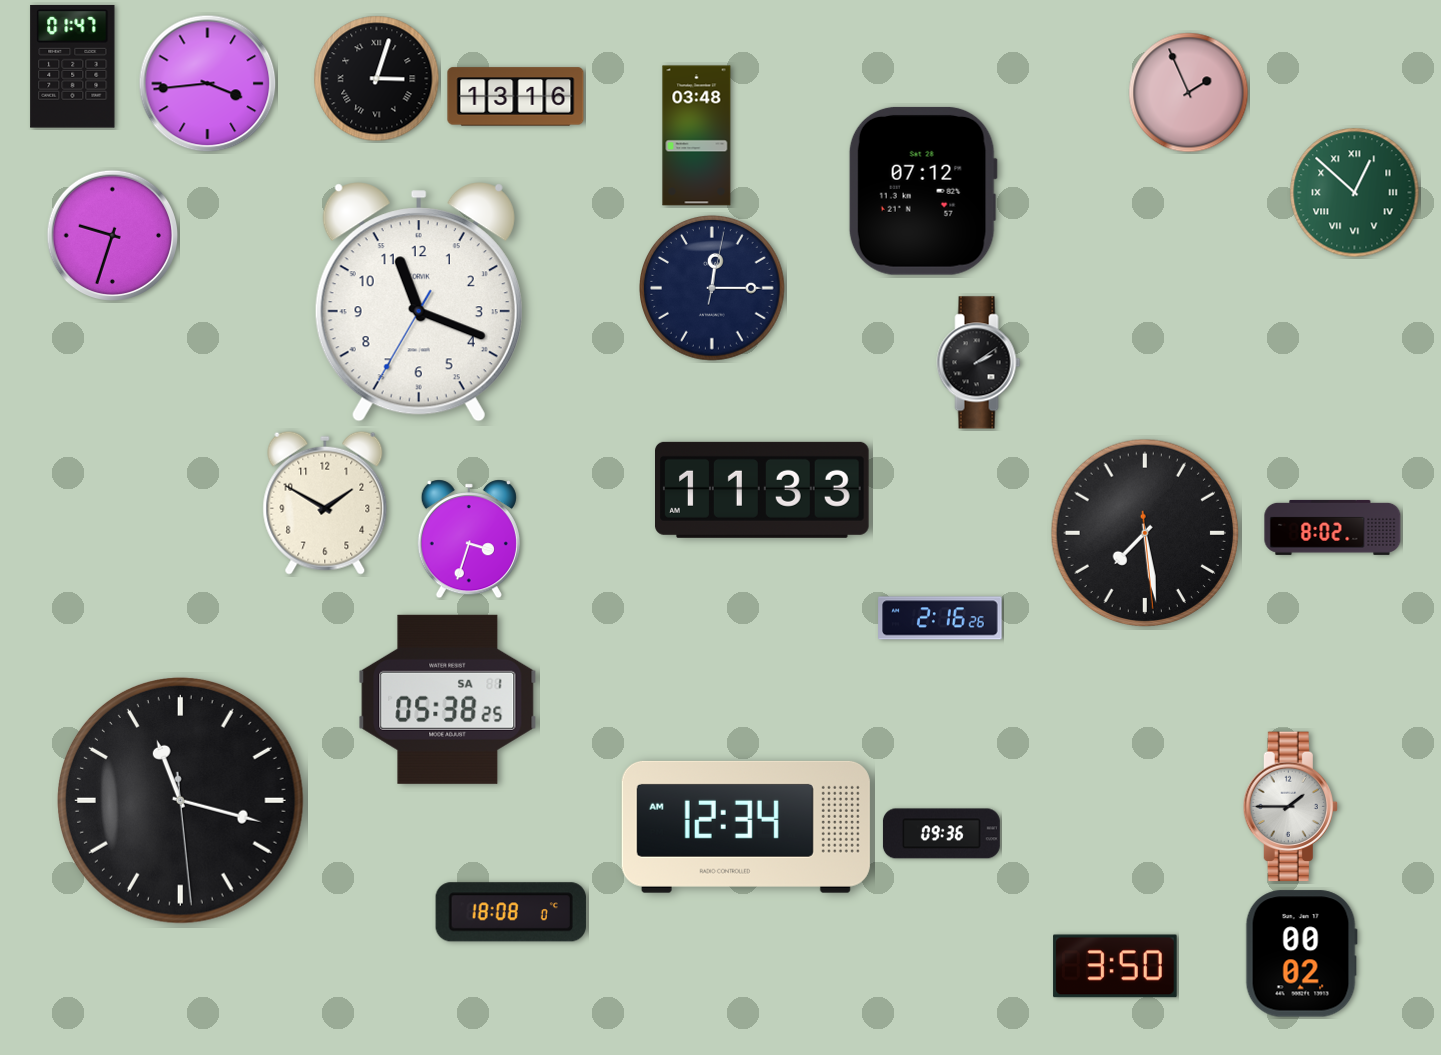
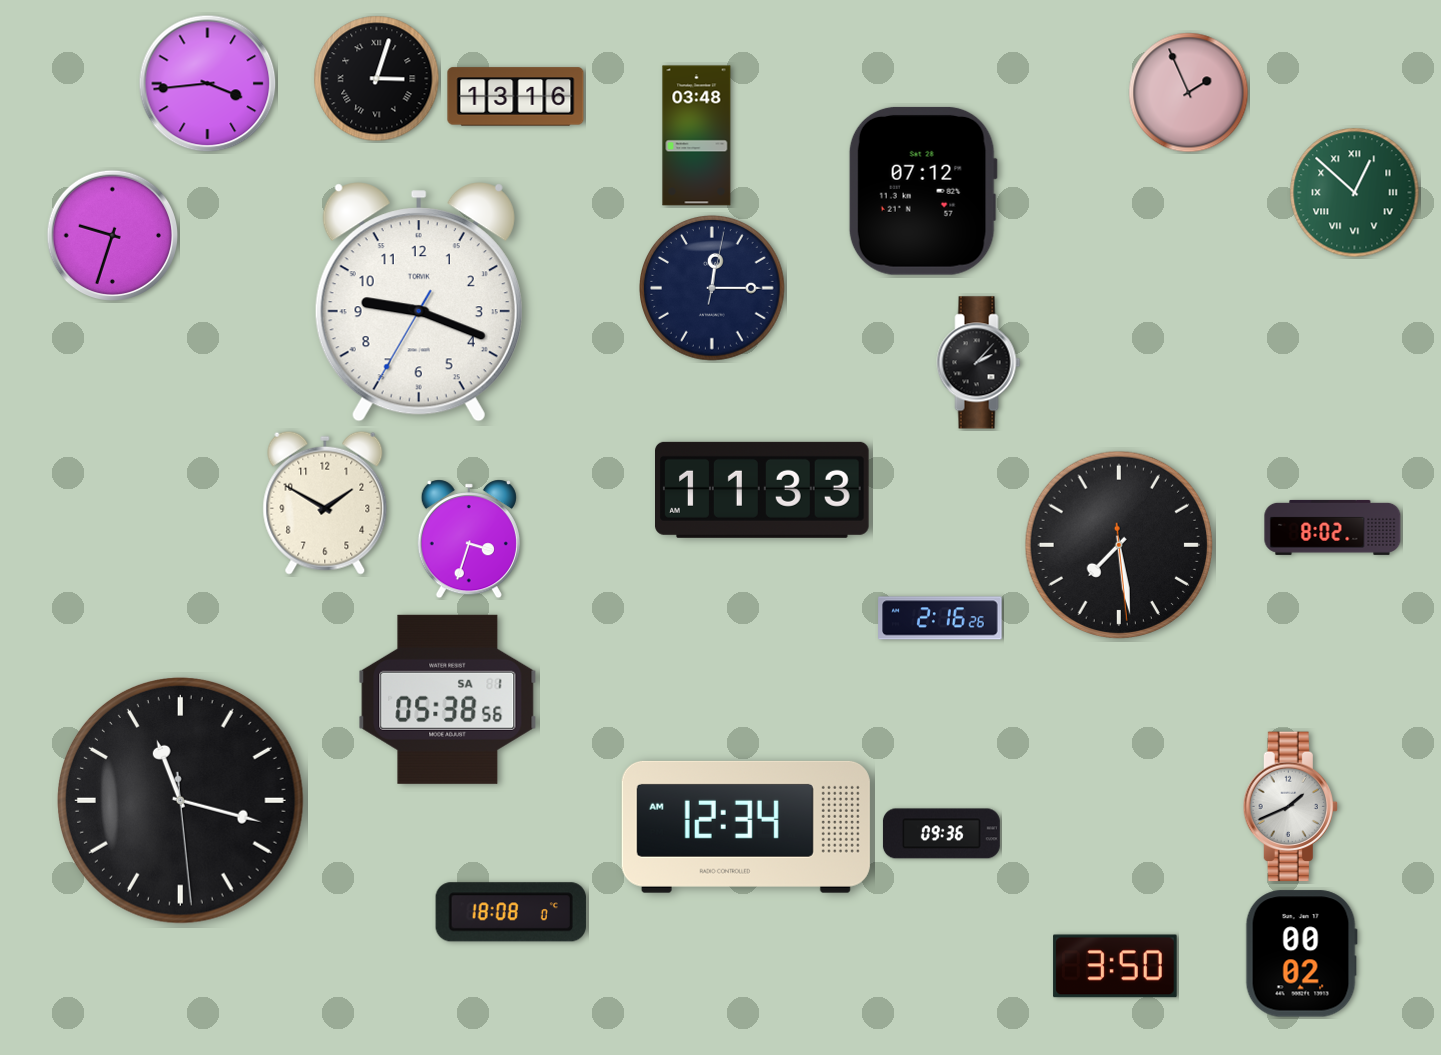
clock at (73, 67): 01:47 -> none
clock at (419, 302): 11:18 -> 9:18
clock at (979, 363): 2:09 -> 2:07
clock at (1145, 533) position: (1145, 533) -> (1119, 545)
clock at (448, 699): 05:38:25 -> 05:38:56
clock at (1290, 807): 1:45 -> 1:41
